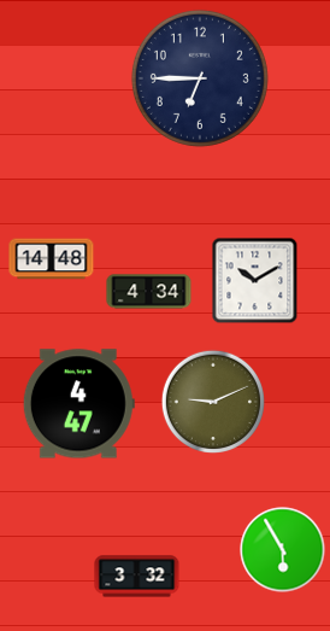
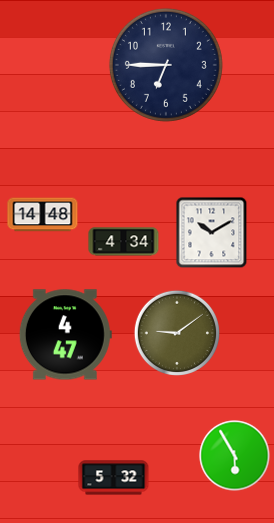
clock at (212, 401): 9:11 -> 9:09
clock at (137, 577): 3:32 -> 5:32
